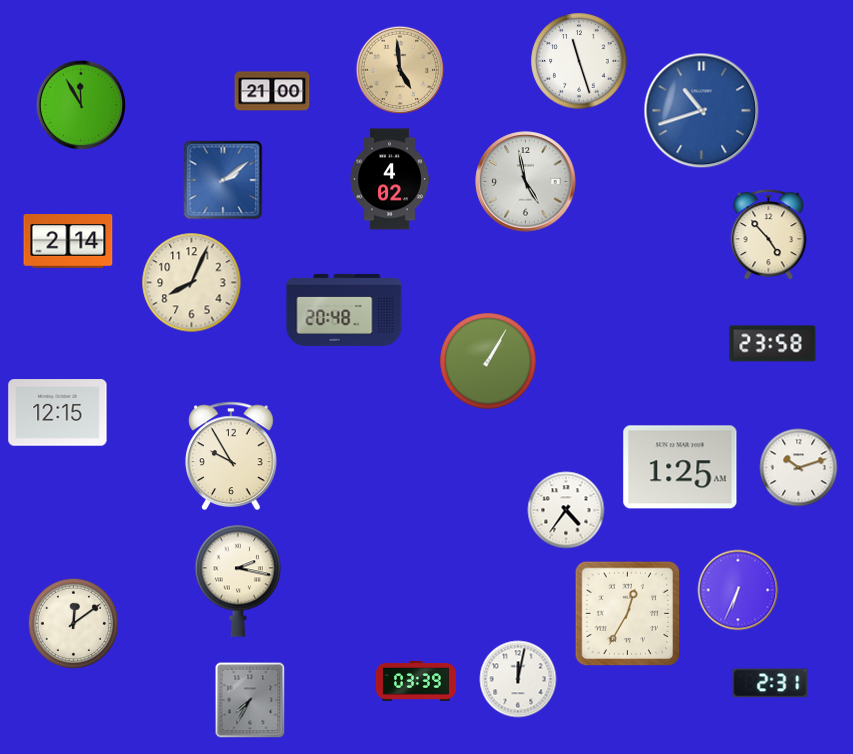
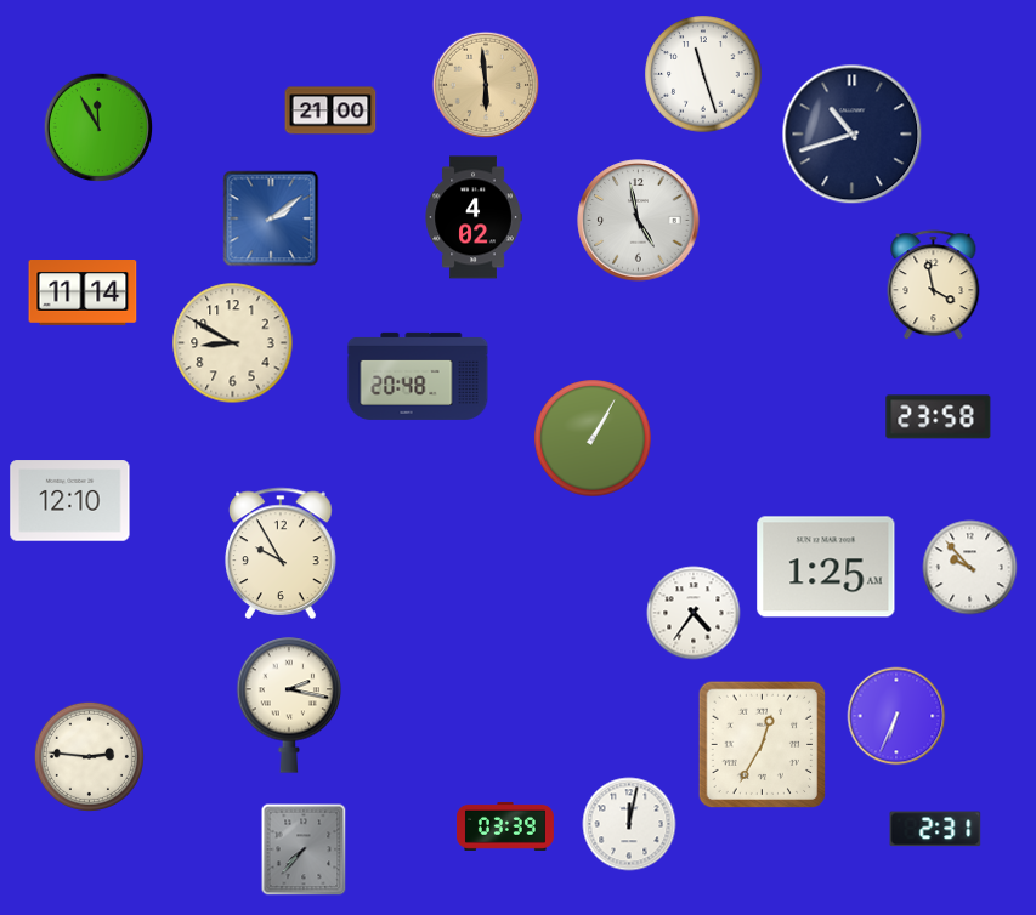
clock at (400, 70): 4:59 -> 5:59
clock at (702, 111) dial: blue -> navy
clock at (769, 235): 4:53 -> 3:58
clock at (68, 242): 2:14 -> 11:14
clock at (192, 283): 8:04 -> 8:50
clock at (58, 413): 12:15 -> 12:10
clock at (799, 468): 10:12 -> 9:53
clock at (566, 510) position: (566, 510) -> (694, 613)
clock at (73, 623): 12:09 -> 2:46
clock at (250, 700): 7:35 -> 7:37
